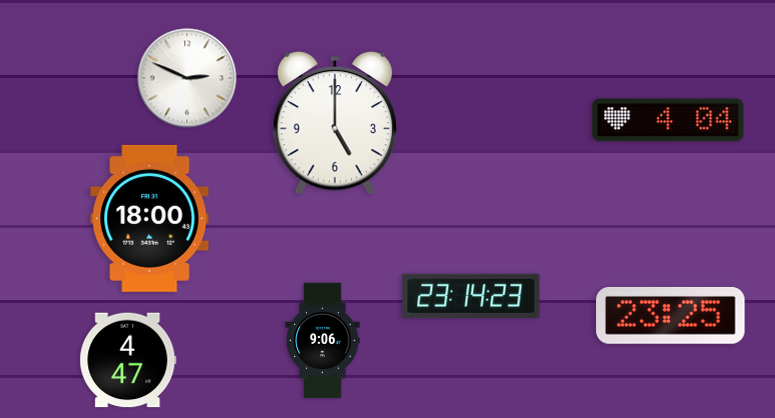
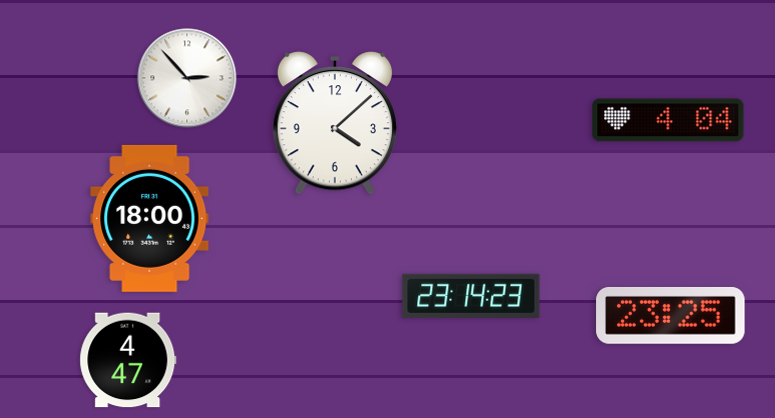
clock at (187, 78): 2:49 -> 2:53
clock at (335, 124): 5:00 -> 4:08
clock at (323, 341): 9:06 -> none
